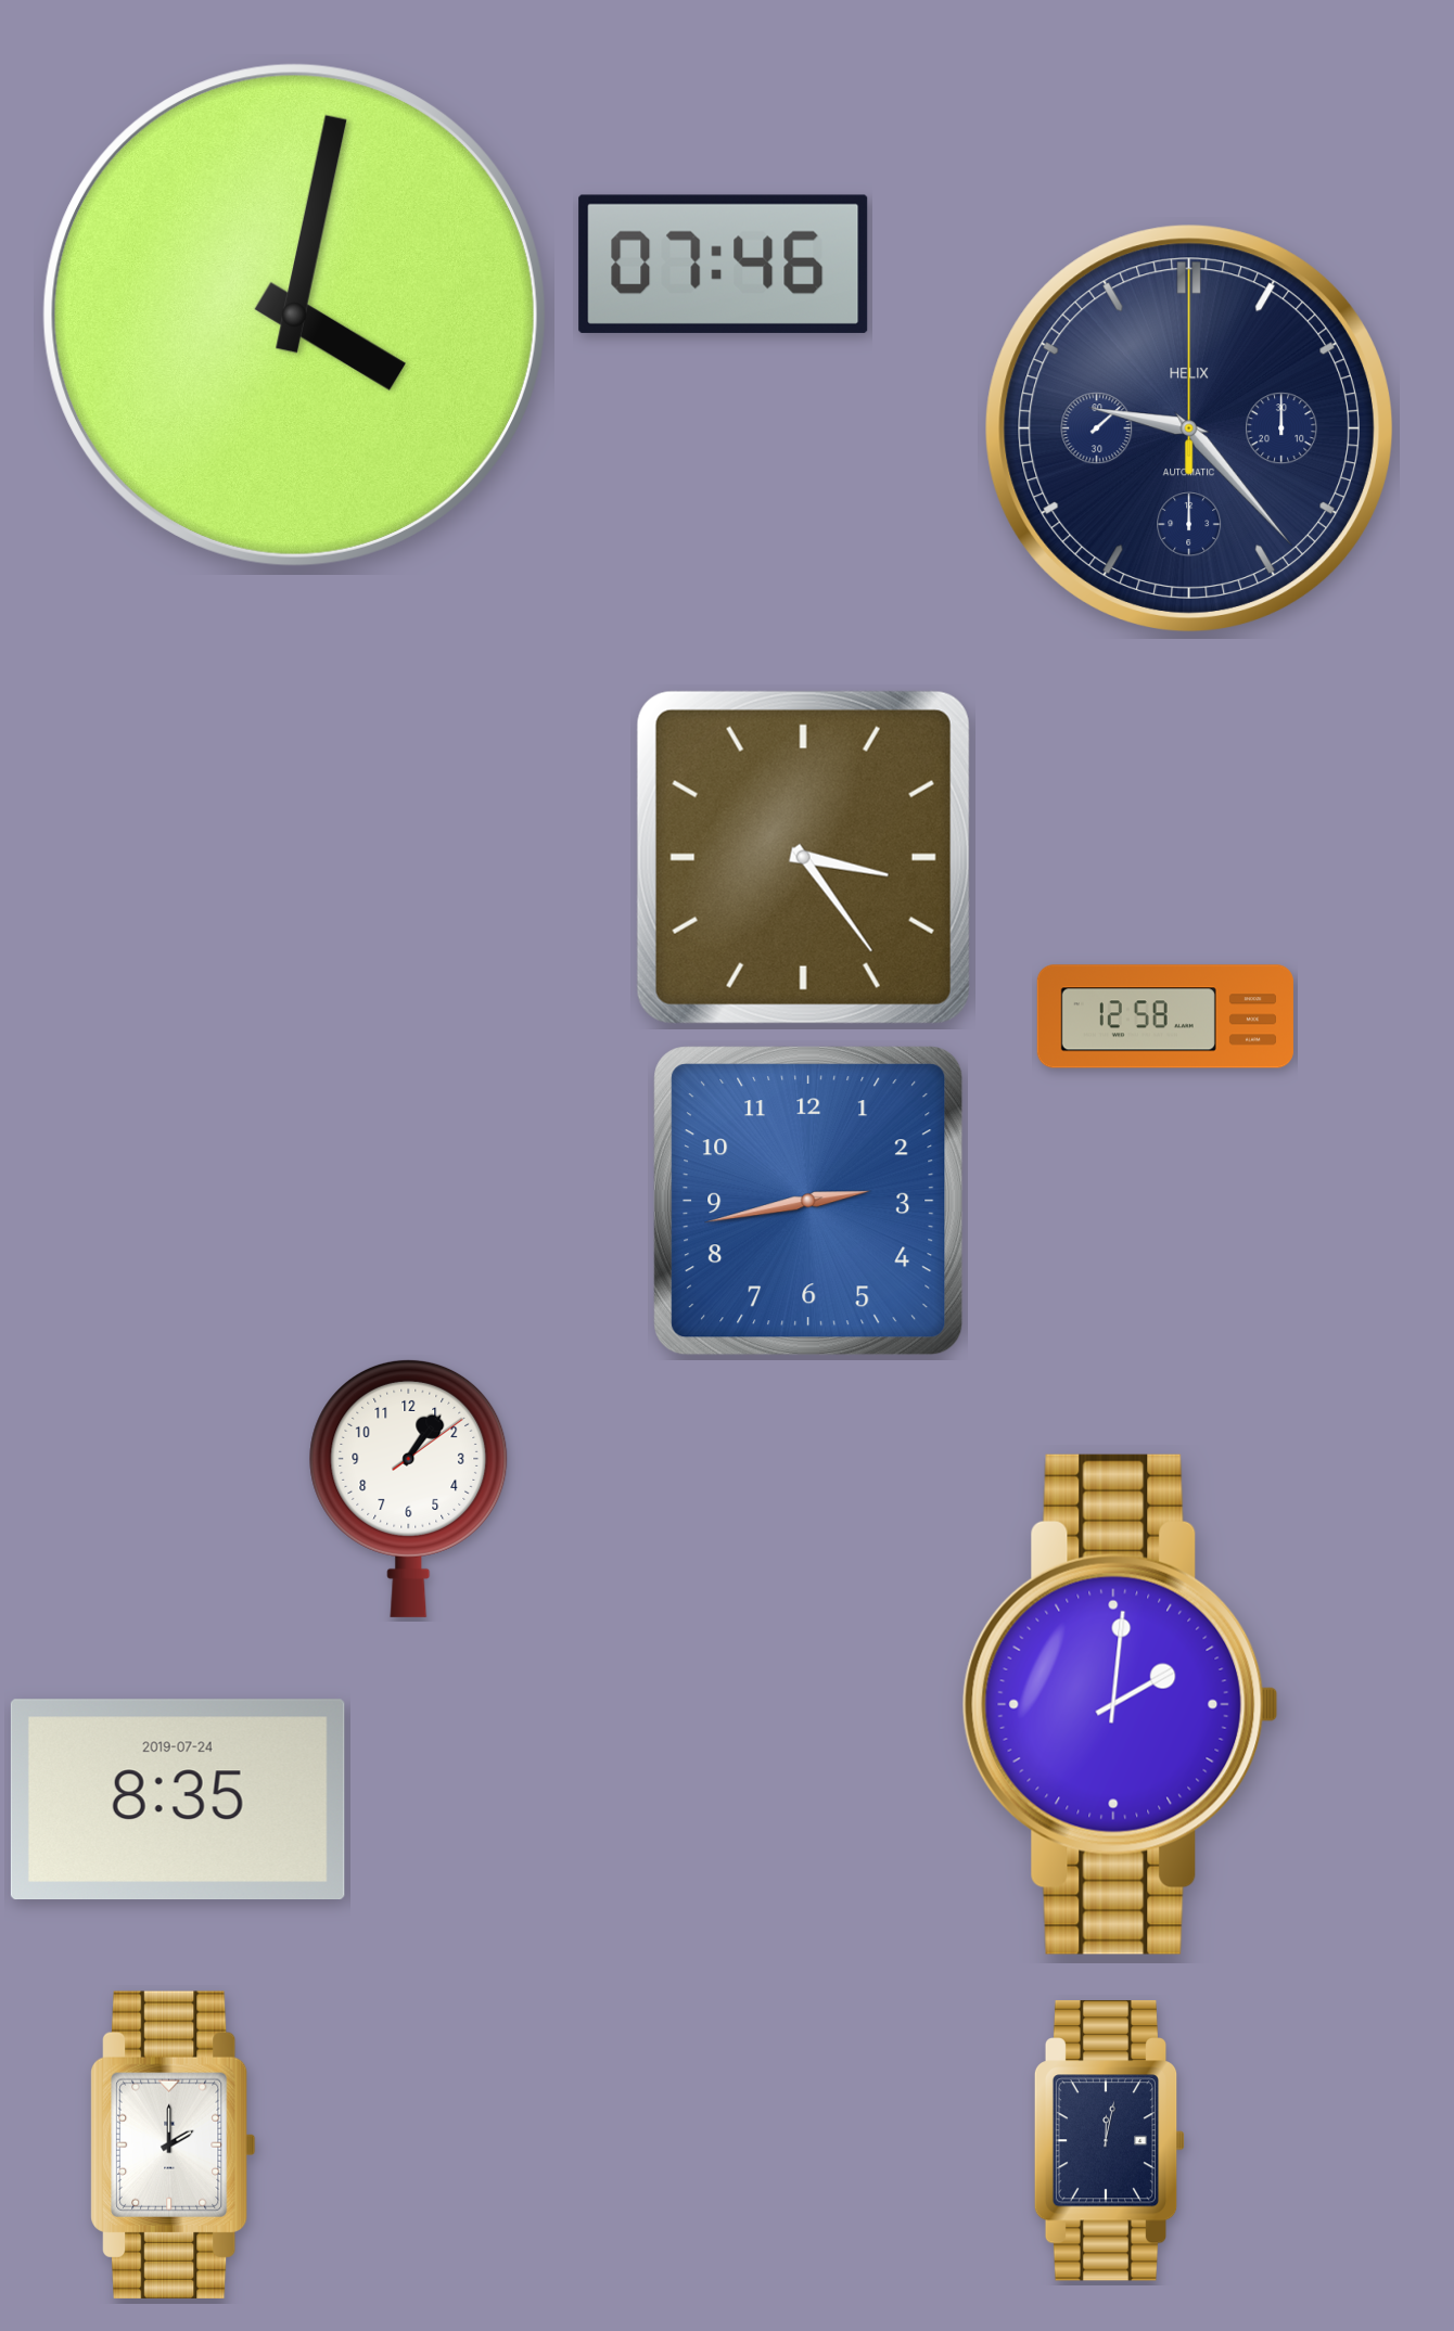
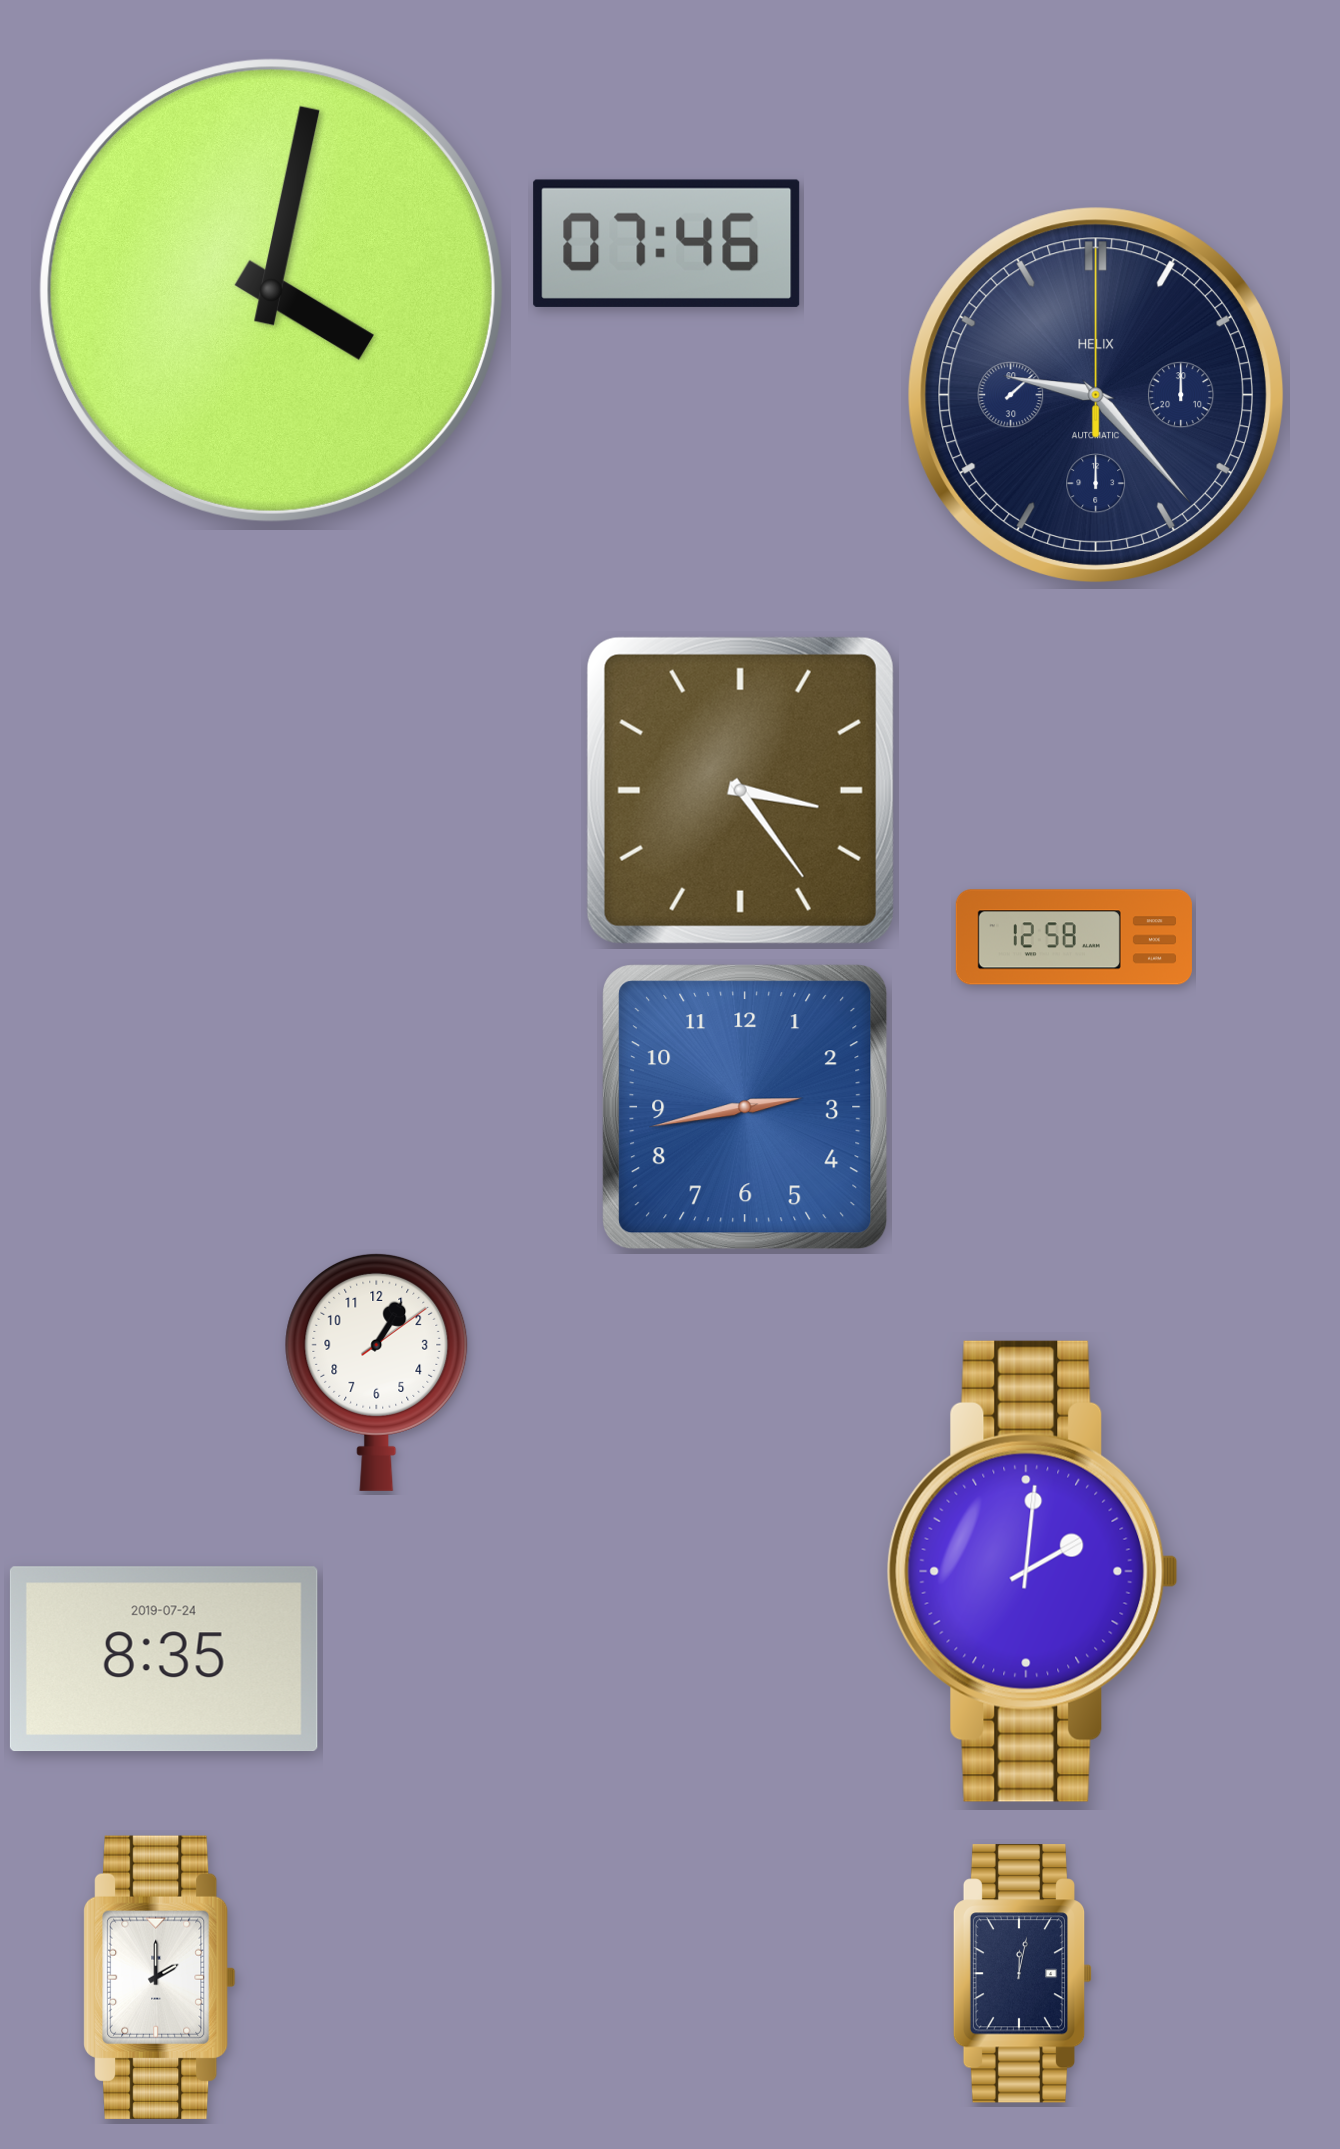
clock at (409, 1488): 1:06 -> 1:05
